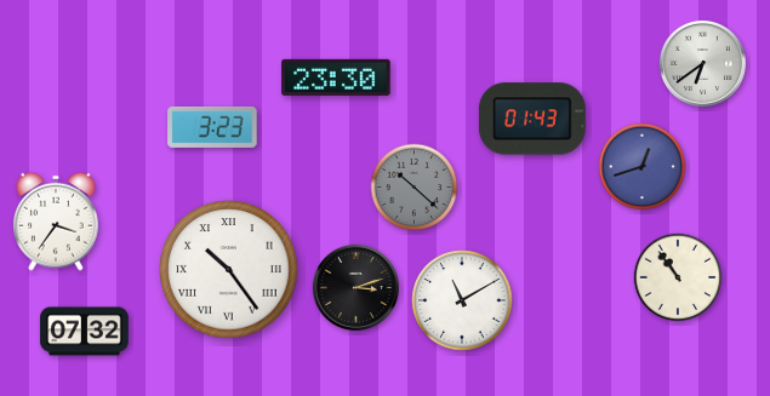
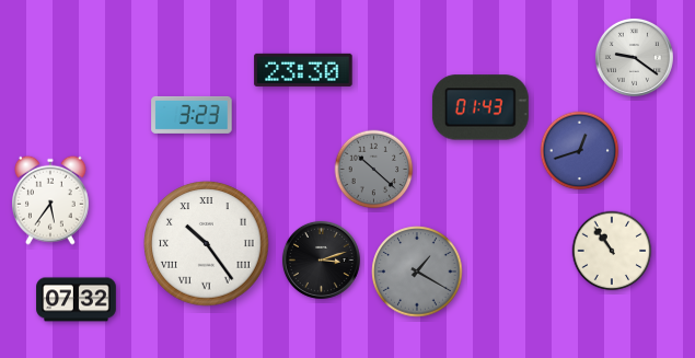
clock at (702, 63): 6:39 -> 9:21
clock at (57, 222): 3:36 -> 5:36
clock at (462, 300): 11:10 -> 1:20
clock at (462, 300) dial: white -> grey
